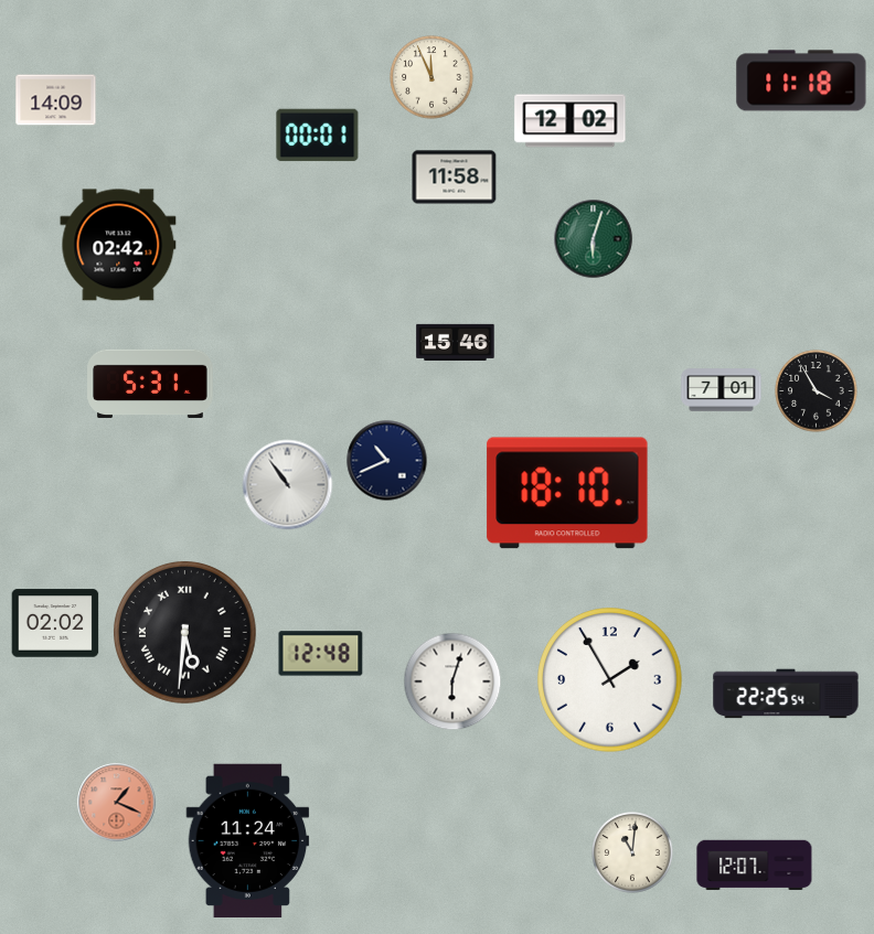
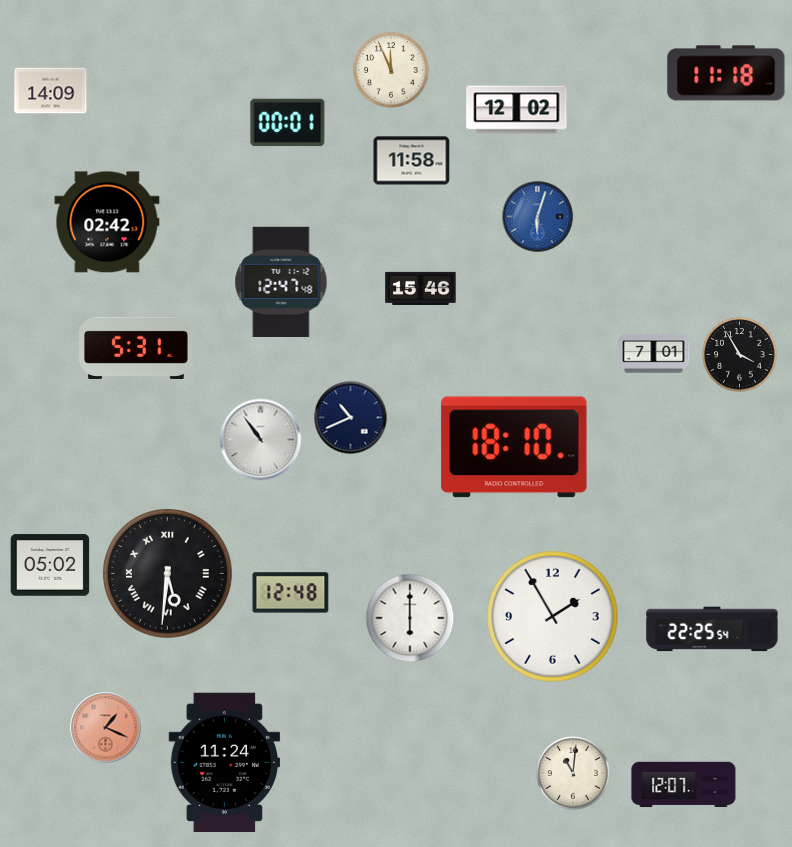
clock at (594, 239) dial: green -> blue
clock at (281, 282): none -> 12:47
clock at (456, 342) position: (456, 342) -> (421, 288)
clock at (55, 623): 02:02 -> 05:02
clock at (452, 681): 6:03 -> 6:00
